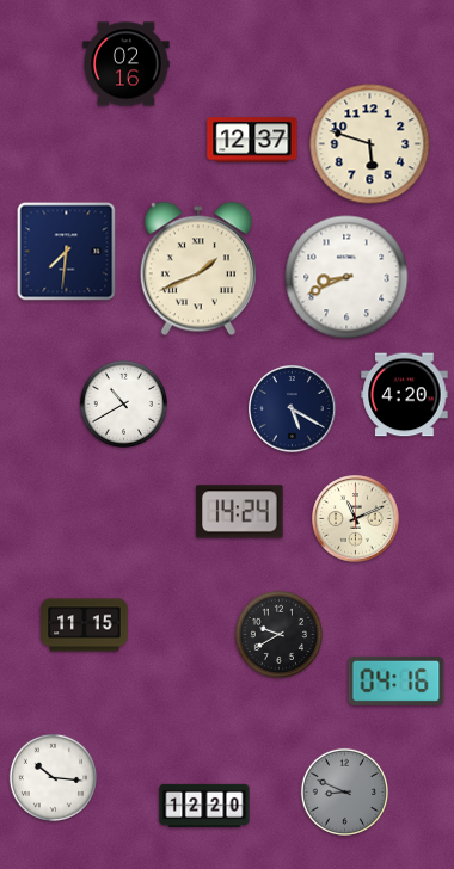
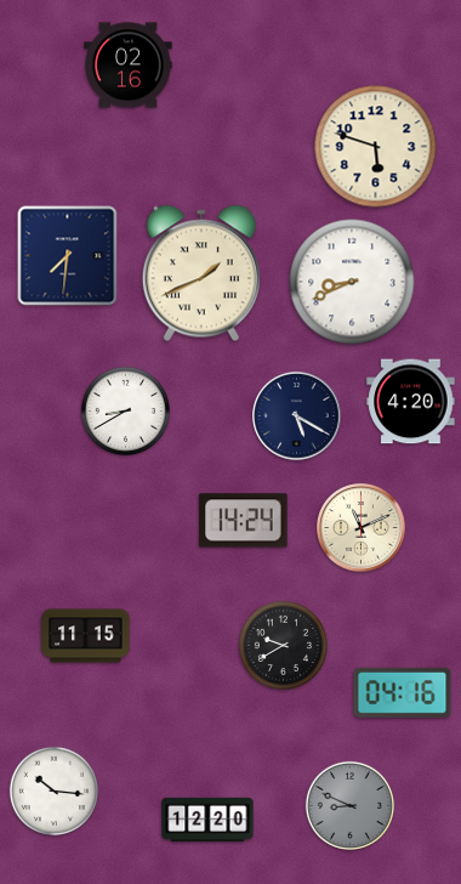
clock at (252, 140): 12:37 -> none
clock at (123, 403): 10:40 -> 8:40
